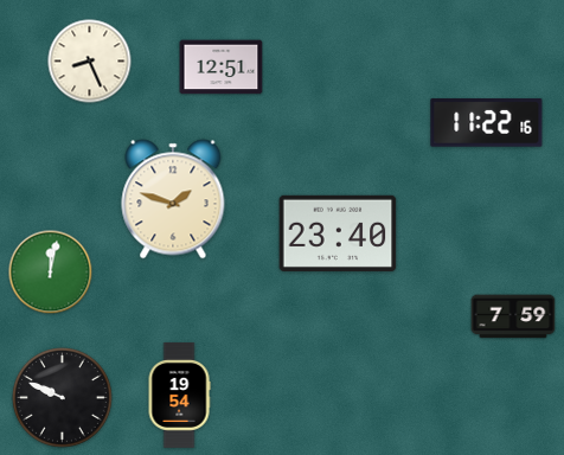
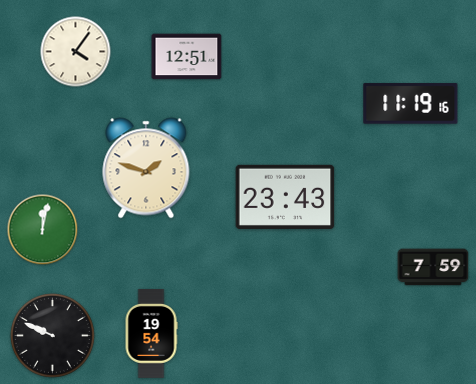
clock at (90, 62): 8:26 -> 4:06
clock at (487, 123): 11:22 -> 11:19
clock at (338, 233): 23:40 -> 23:43
